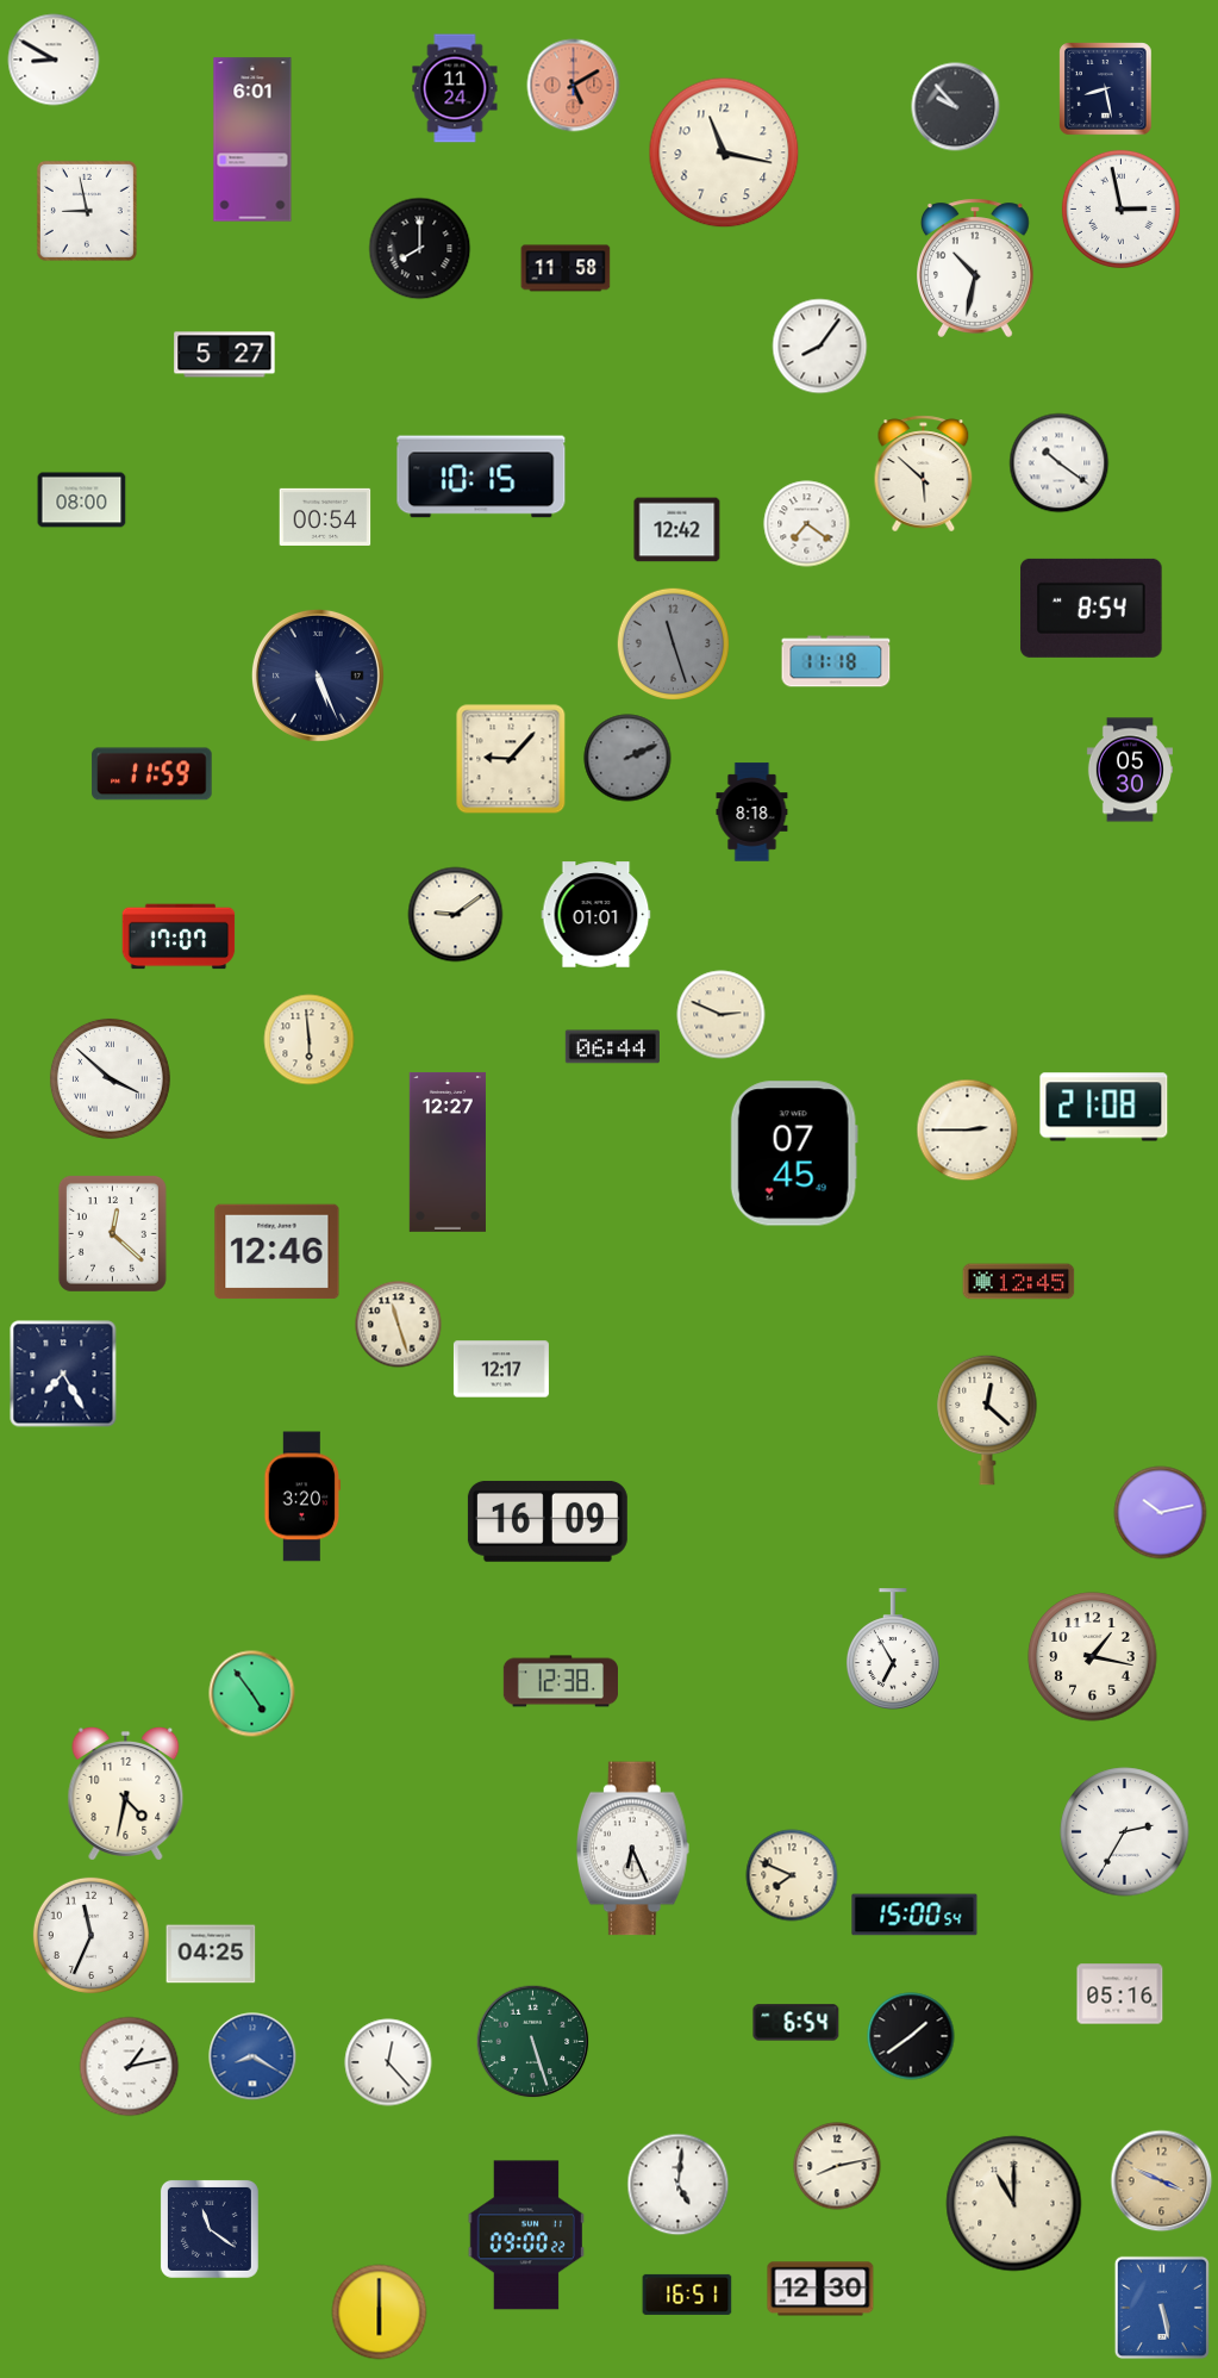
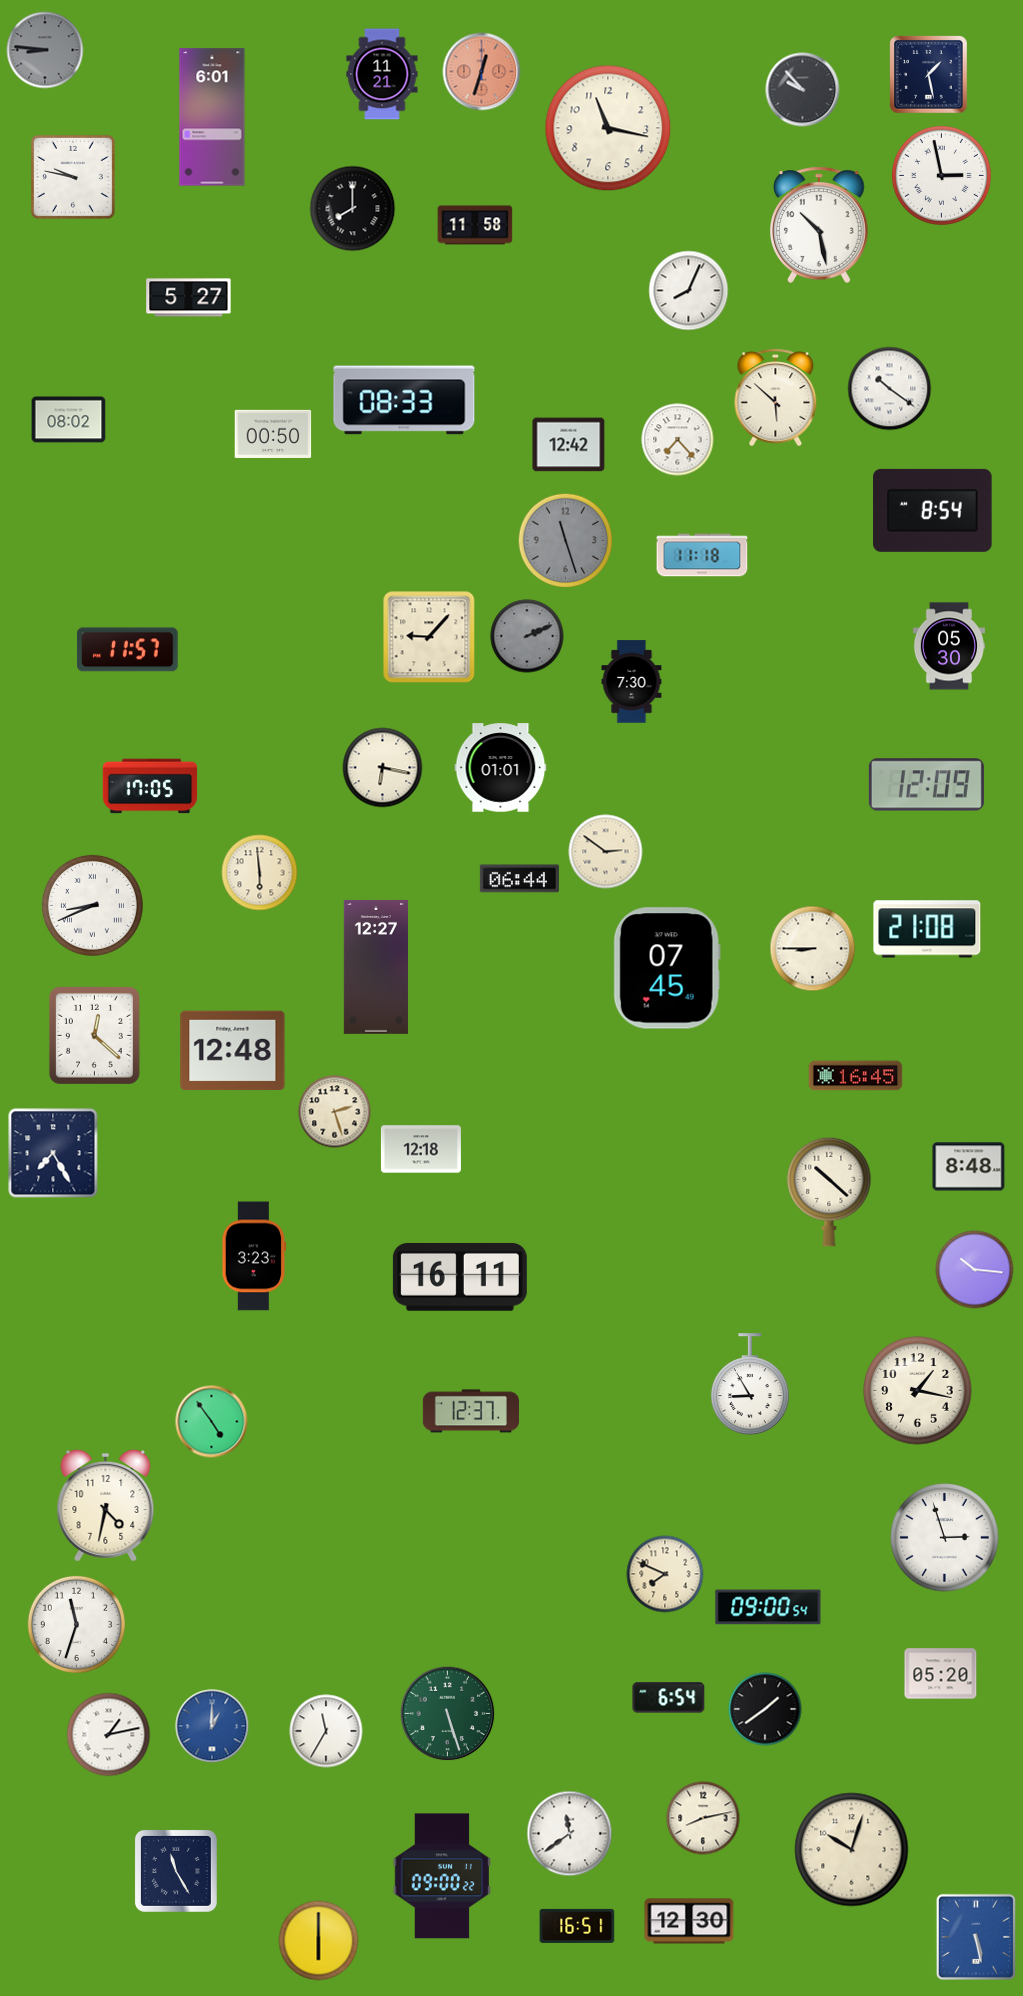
clock at (54, 60): 8:50 -> 8:46
clock at (54, 60) dial: white -> grey
clock at (574, 86): 5:10 -> 12:33
clock at (455, 88): 11:24 -> 11:21
clock at (1106, 89): 8:28 -> 1:28
clock at (87, 211): 8:58 -> 9:47
clock at (976, 268): 10:32 -> 10:28
clock at (820, 347): 8:06 -> 8:04
clock at (481, 477): 10:15 -> 08:33
clock at (82, 500): 08:00 -> 08:02
clock at (325, 517): 00:54 -> 00:50
clock at (807, 524): 7:21 -> 7:23
clock at (1092, 608) position: (1092, 608) -> (933, 510)
clock at (318, 676): 5:26 -> none
clock at (152, 774): 11:59 -> 11:57
clock at (752, 813): 8:18 -> 7:30
clock at (456, 915): 9:09 -> 6:17
clock at (926, 785): none -> 12:09
clock at (179, 936): 17:07 -> 17:05
clock at (722, 1015): 2:49 -> 2:51
clock at (612, 1047) position: (612, 1047) -> (519, 879)
clock at (110, 1078): 3:52 -> 8:41
clock at (968, 1131): 2:45 -> 8:45
clock at (277, 1252): 12:46 -> 12:48
clock at (1019, 1282): 12:45 -> 16:45
clock at (399, 1325): 11:27 -> 2:27
clock at (501, 1369): 12:17 -> 12:18
clock at (969, 1167): none -> 8:48
clock at (987, 1420): 12:22 -> 10:22
clock at (302, 1496): 3:20 -> 3:23
clock at (1161, 1513): 10:13 -> 10:16
clock at (548, 1521): 16:09 -> 16:11
clock at (893, 1649): 6:55 -> 8:55
clock at (561, 1681): 12:38 -> 12:37
clock at (1125, 1832): 2:35 -> 2:57
clock at (632, 1849): 6:26 -> none
clock at (914, 1915): 15:00 -> 09:00
clock at (90, 1935): 11:34 -> 11:33
clock at (211, 1954): 04:25 -> none
clock at (1120, 1994): 05:16 -> 05:20
clock at (252, 2056): 8:20 -> 1:00
clock at (388, 2062): 12:23 -> 11:35
clock at (1162, 2181): 3:49 -> none
clock at (679, 2185): 5:01 -> 11:39
clock at (1014, 2204): 11:00 -> 10:03
clock at (210, 2229): 11:21 -> 11:25
